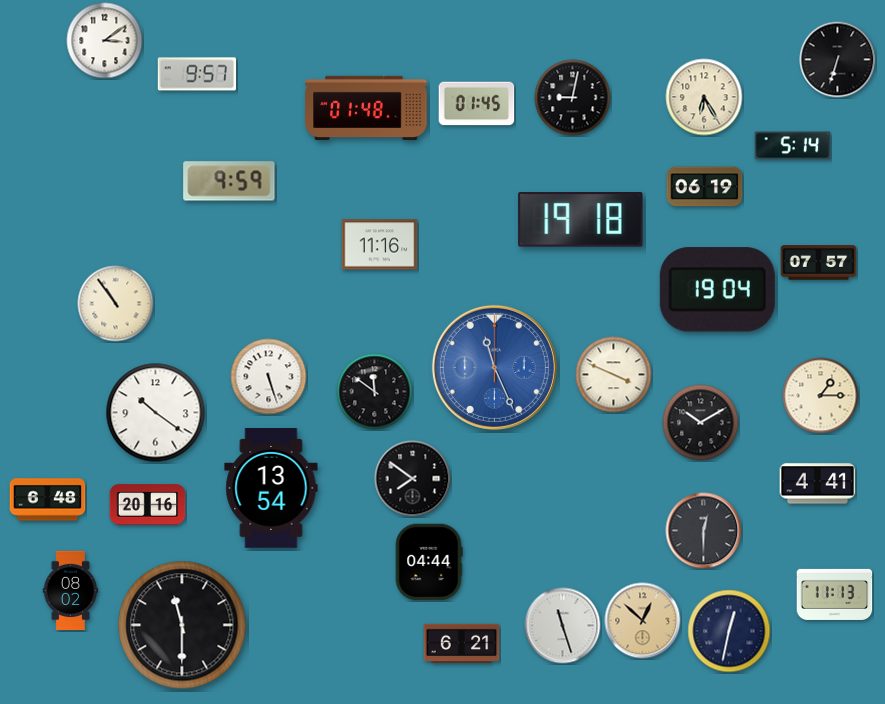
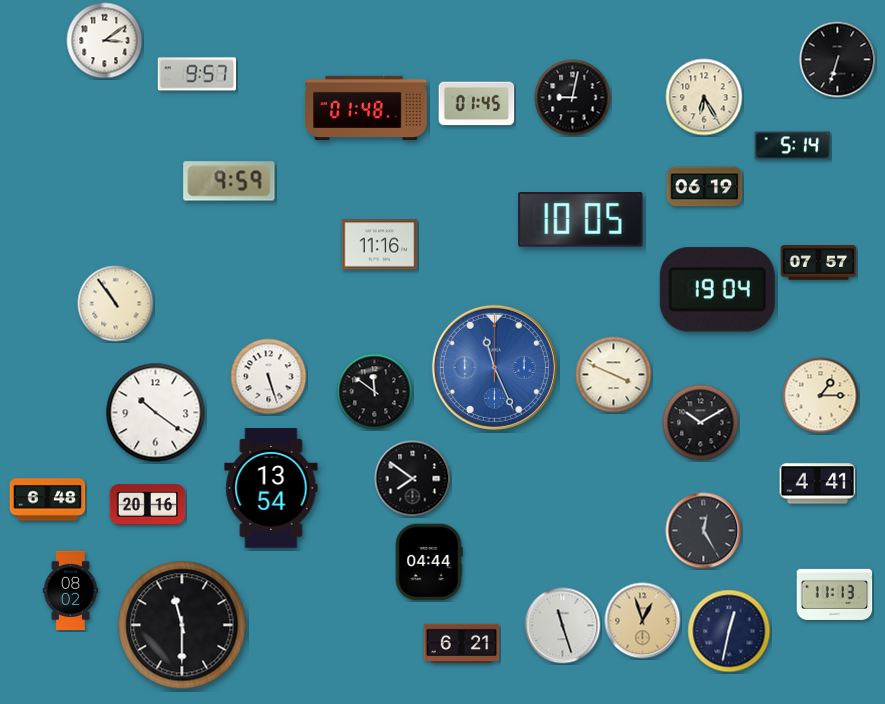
clock at (581, 220): 19:18 -> 10:05
clock at (704, 531): 12:30 -> 12:25
clock at (643, 621): 12:52 -> 12:57
